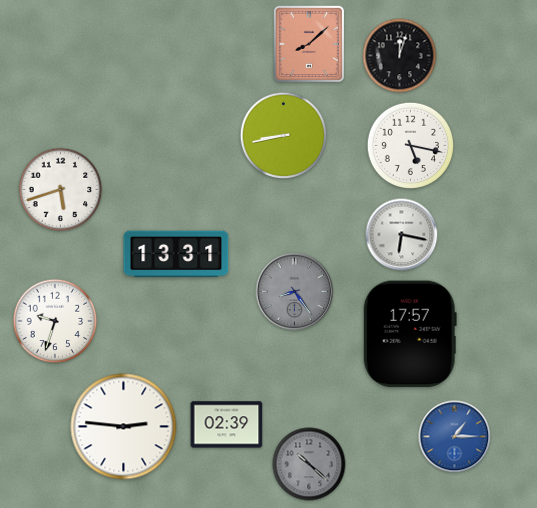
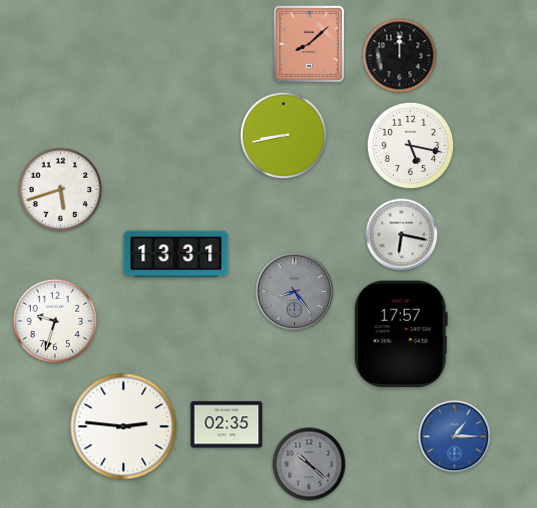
clock at (400, 56): 12:03 -> 12:00
clock at (410, 334) position: (410, 334) -> (401, 334)
clock at (227, 425): 02:39 -> 02:35
